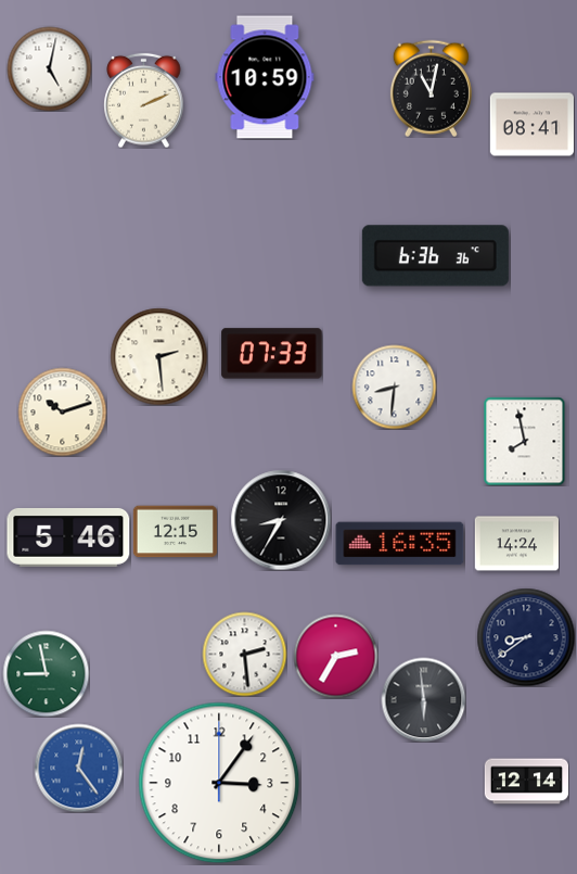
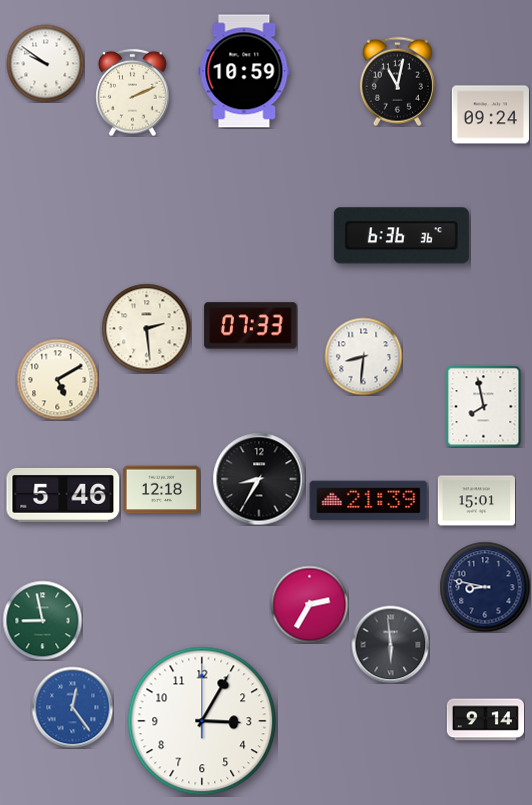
clock at (49, 68): 5:02 -> 9:51
clock at (531, 125): 08:41 -> 09:24
clock at (62, 411): 10:12 -> 5:10
clock at (175, 532): 12:15 -> 12:18
clock at (400, 544): 16:35 -> 21:39
clock at (516, 544): 14:24 -> 15:01
clock at (526, 637): 8:39 -> 8:47
clock at (244, 654): 2:29 -> none
clock at (526, 782): 12:14 -> 9:14
clock at (219, 783): 3:06 -> 3:05
